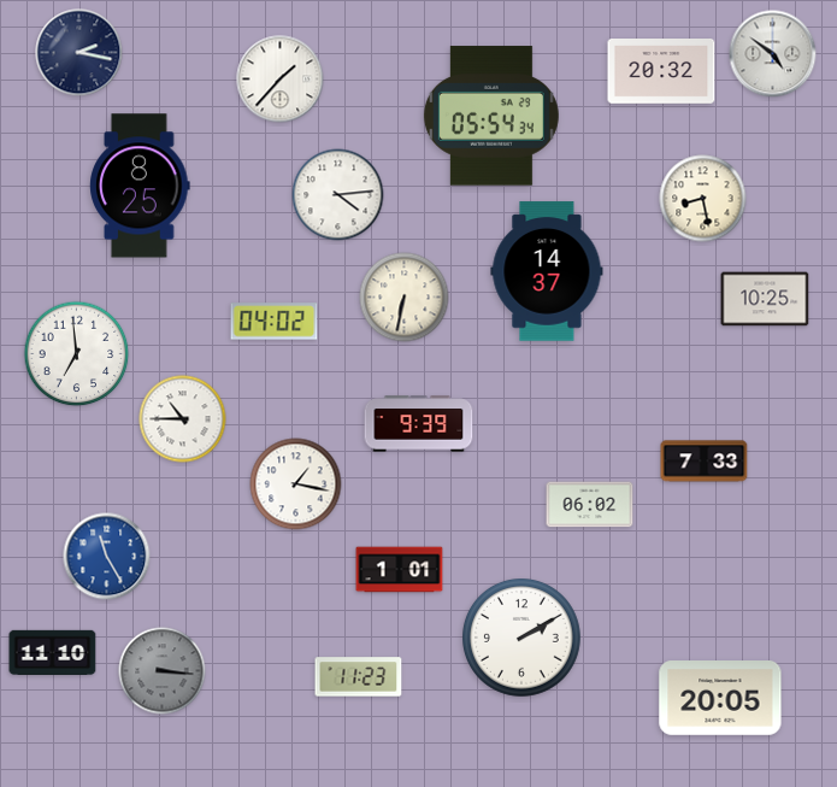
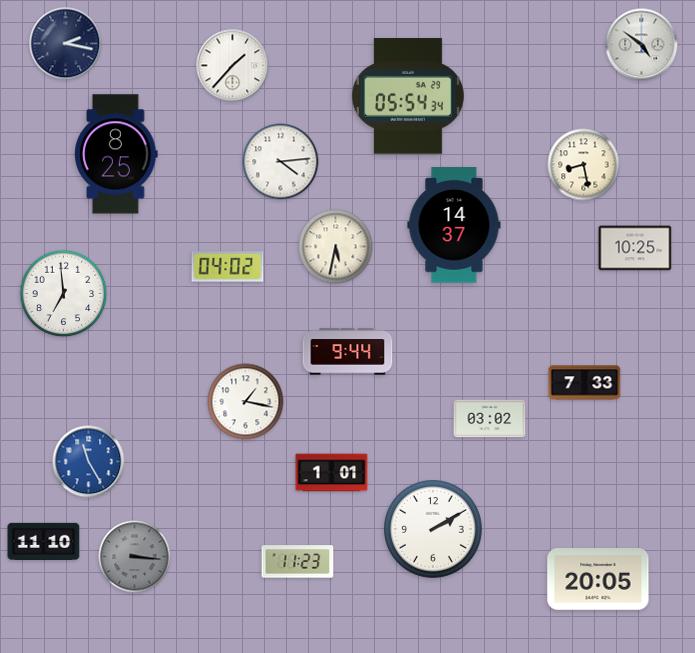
clock at (661, 72): 20:32 -> none
clock at (405, 298): 6:32 -> 5:32
clock at (183, 419): 10:45 -> none
clock at (419, 424): 9:39 -> 9:44
clock at (590, 505): 06:02 -> 03:02
